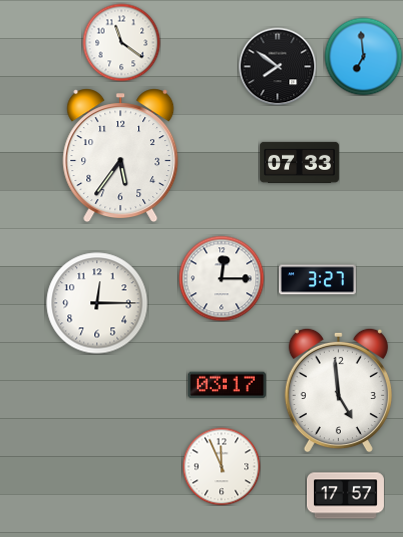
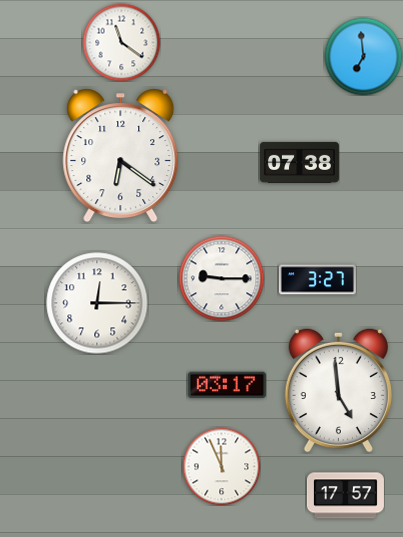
clock at (277, 66): 7:51 -> none
clock at (121, 156): 5:36 -> 6:21
clock at (299, 162): 07:33 -> 07:38
clock at (221, 278): 12:15 -> 9:15
